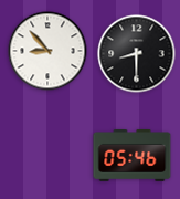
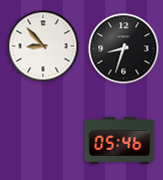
clock at (137, 54): 8:30 -> 8:33
